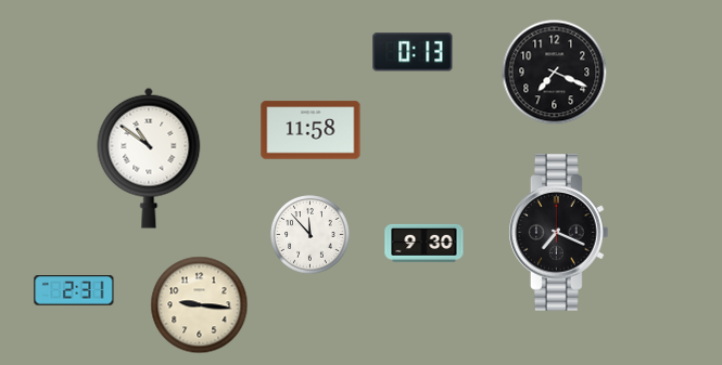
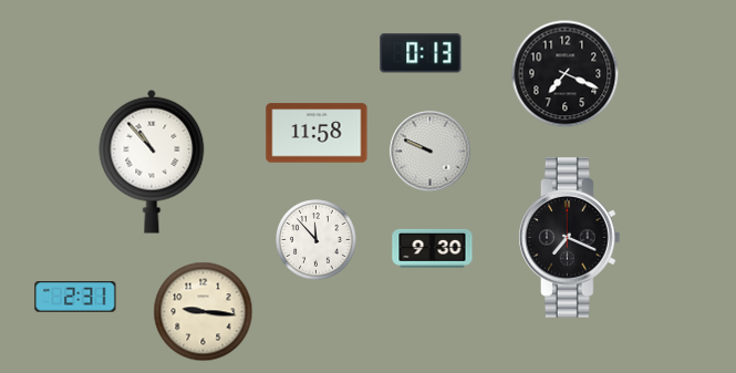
clock at (431, 152): none -> 9:49
clock at (149, 158): 10:51 -> 10:53
